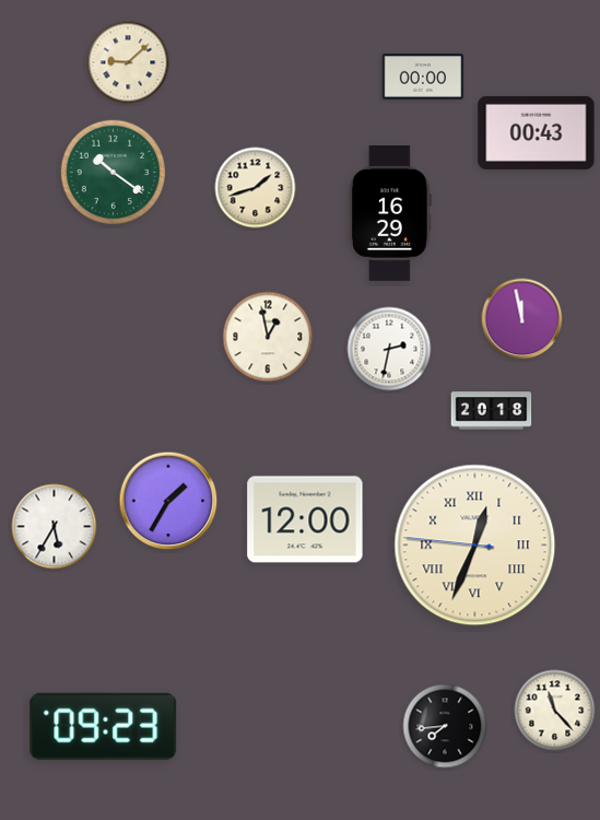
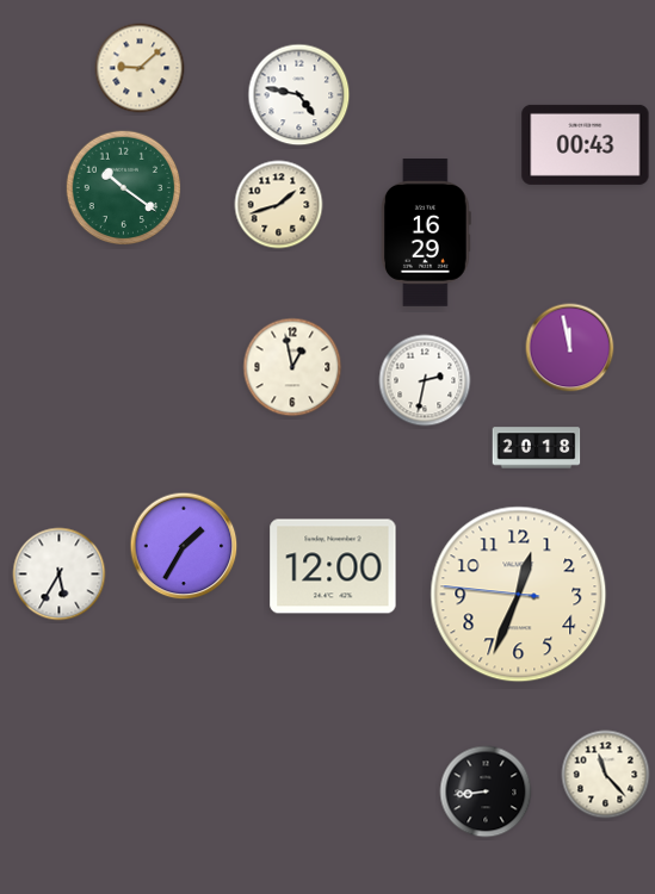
clock at (423, 77): 00:00 -> none
clock at (299, 95): none -> 4:47
clock at (475, 546) numerals: Roman -> Arabic
clock at (104, 726): 09:23 -> none
clock at (445, 726): 7:44 -> 8:44
